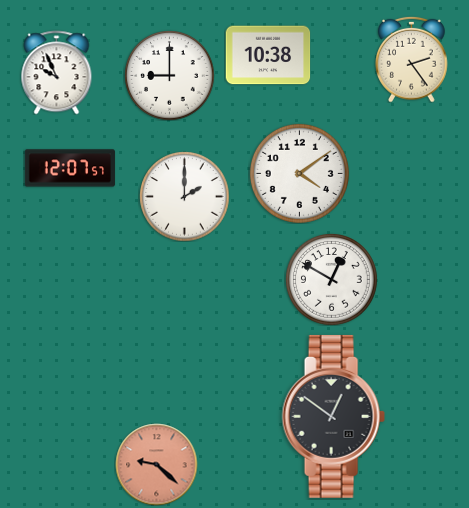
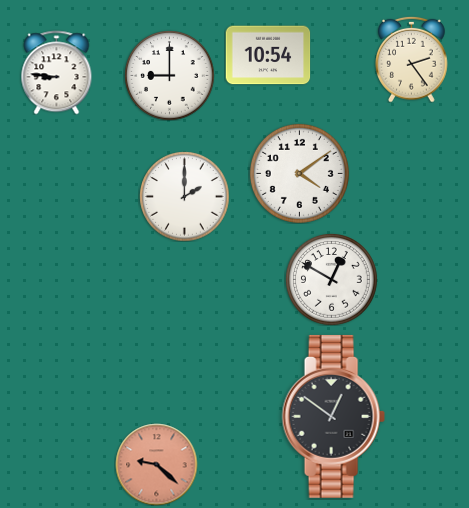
clock at (268, 55): 10:38 -> 10:54
clock at (57, 72): 9:56 -> 8:46
clock at (70, 168): 12:07 -> none
